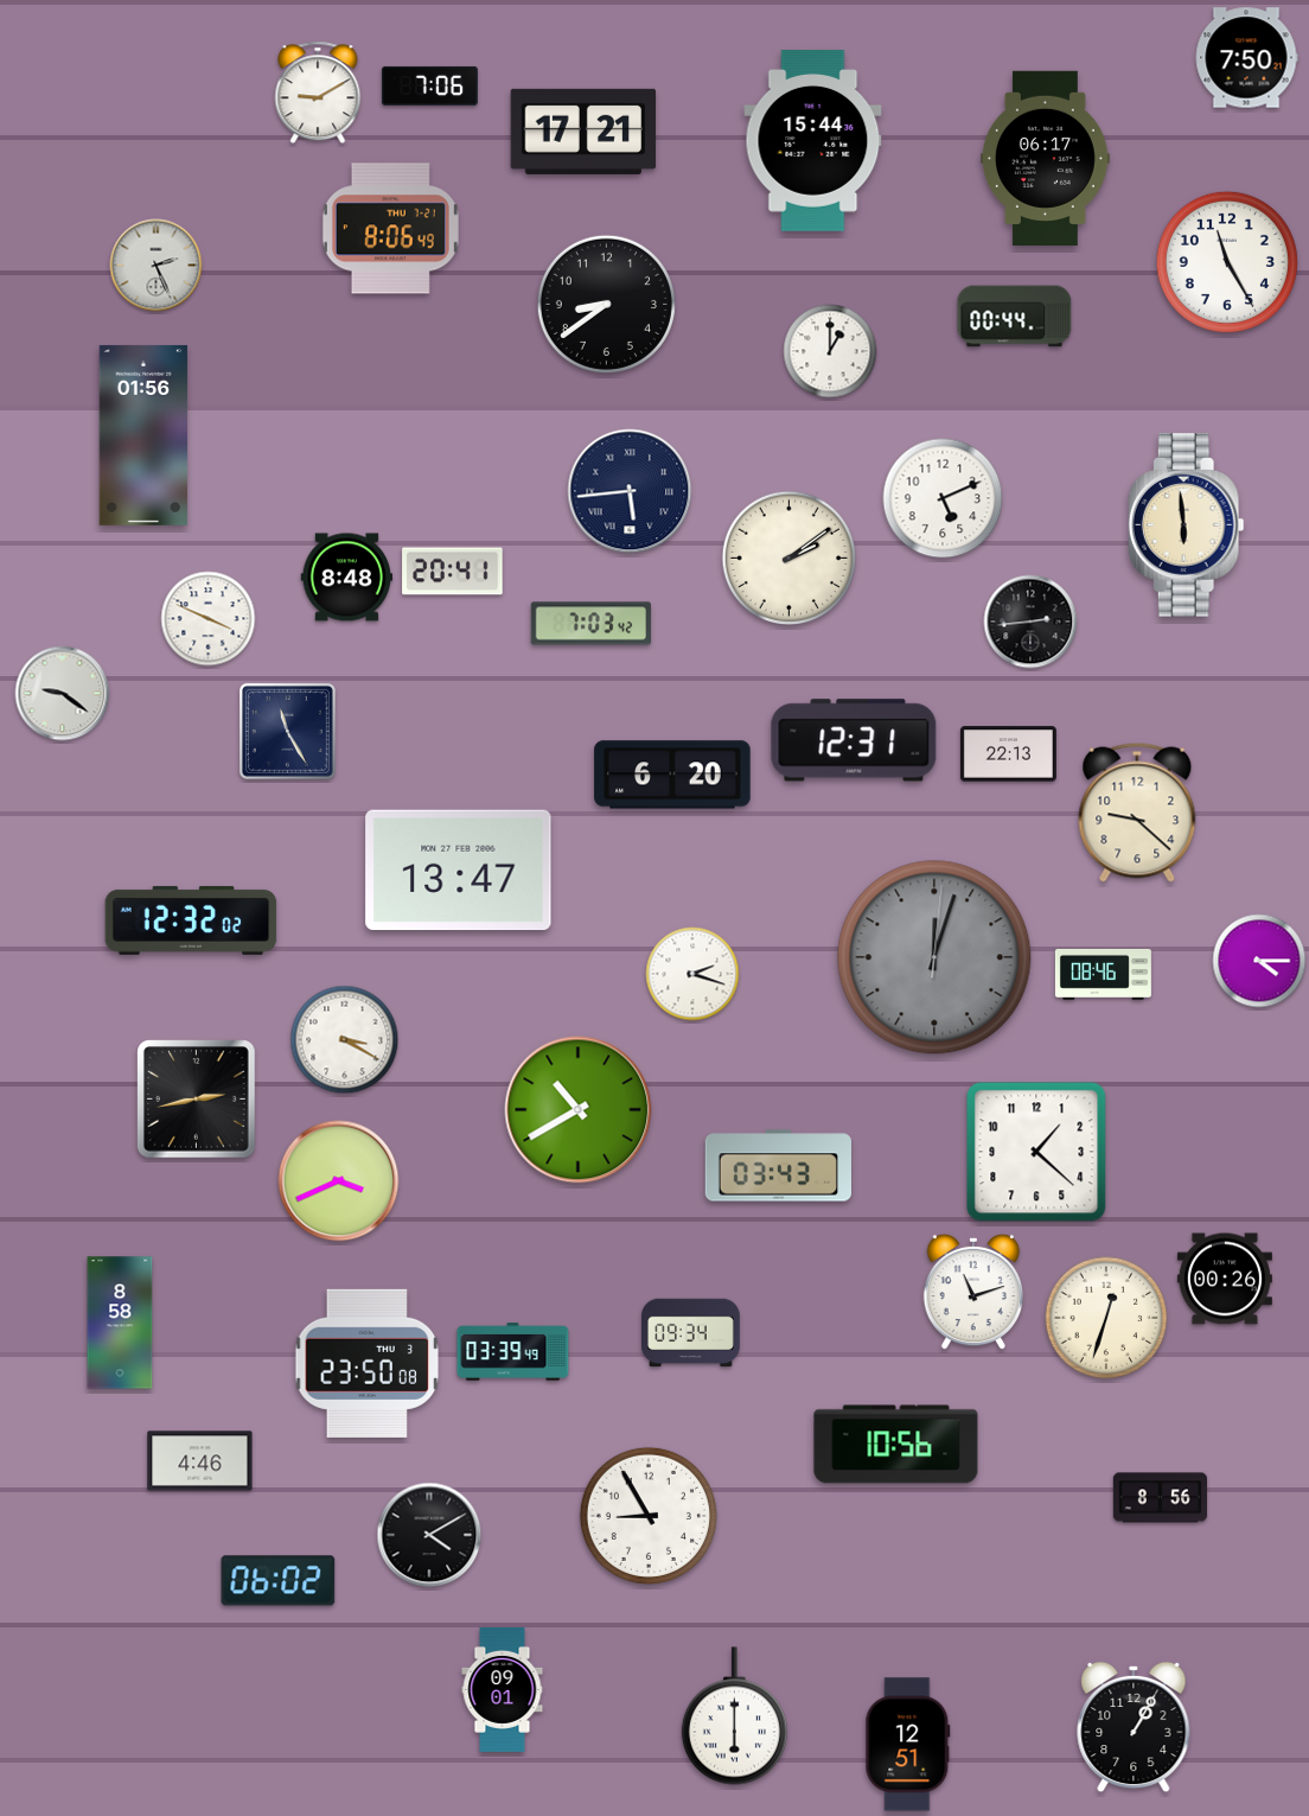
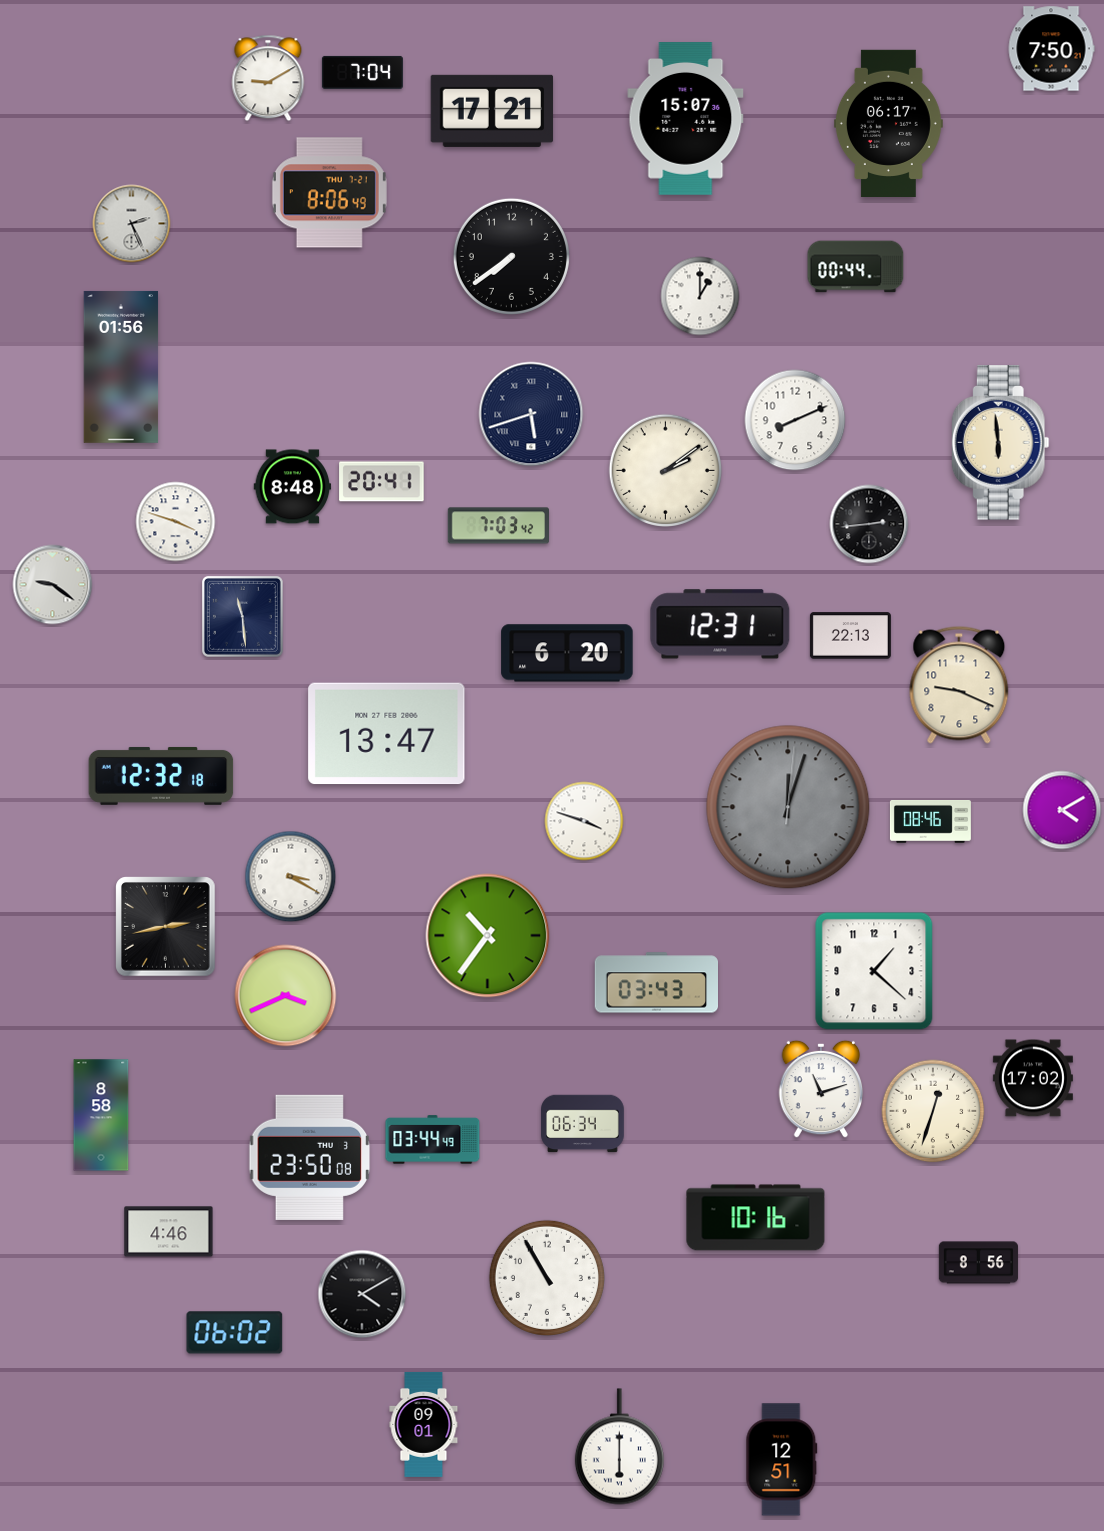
clock at (429, 85): 7:06 -> 7:04
clock at (813, 141): 15:44 -> 15:07
clock at (1045, 158) position: (1045, 158) -> (888, 123)
clock at (1227, 262): 11:25 -> none
clock at (606, 304): 8:39 -> 7:39
clock at (630, 491): 5:44 -> 5:42
clock at (943, 498): 5:11 -> 8:11
clock at (209, 619): 3:49 -> 3:48
clock at (287, 731): 11:25 -> 11:29
clock at (1137, 813): 9:22 -> 9:19
clock at (191, 920): 12:32:02 -> 12:32:18
clock at (1259, 961): 4:15 -> 4:10
clock at (692, 974): 2:18 -> 3:48
clock at (579, 1110): 10:40 -> 10:36
clock at (1225, 1279): 00:26 -> 17:02
clock at (691, 1333): 09:34 -> 06:34
clock at (513, 1352): 03:39 -> 03:44
clock at (368, 1363) position: (368, 1363) -> (310, 1157)
clock at (896, 1445): 10:56 -> 10:16
clock at (649, 1516): 8:55 -> 10:55
clock at (1134, 1727): 1:05 -> none
clock at (908, 1745) position: (908, 1745) -> (782, 1460)
